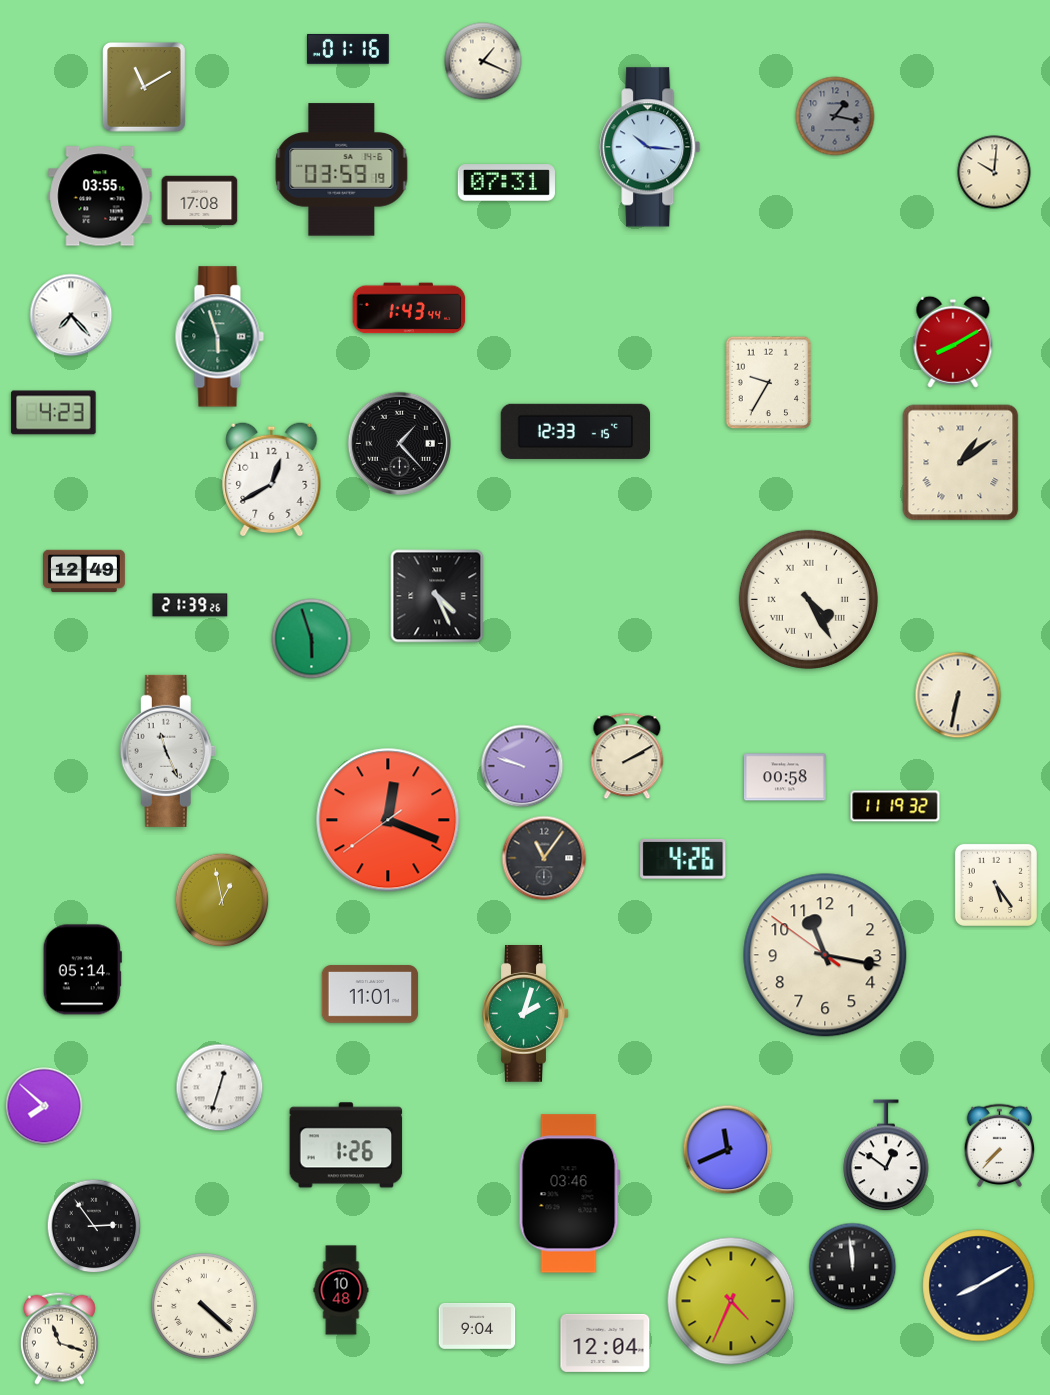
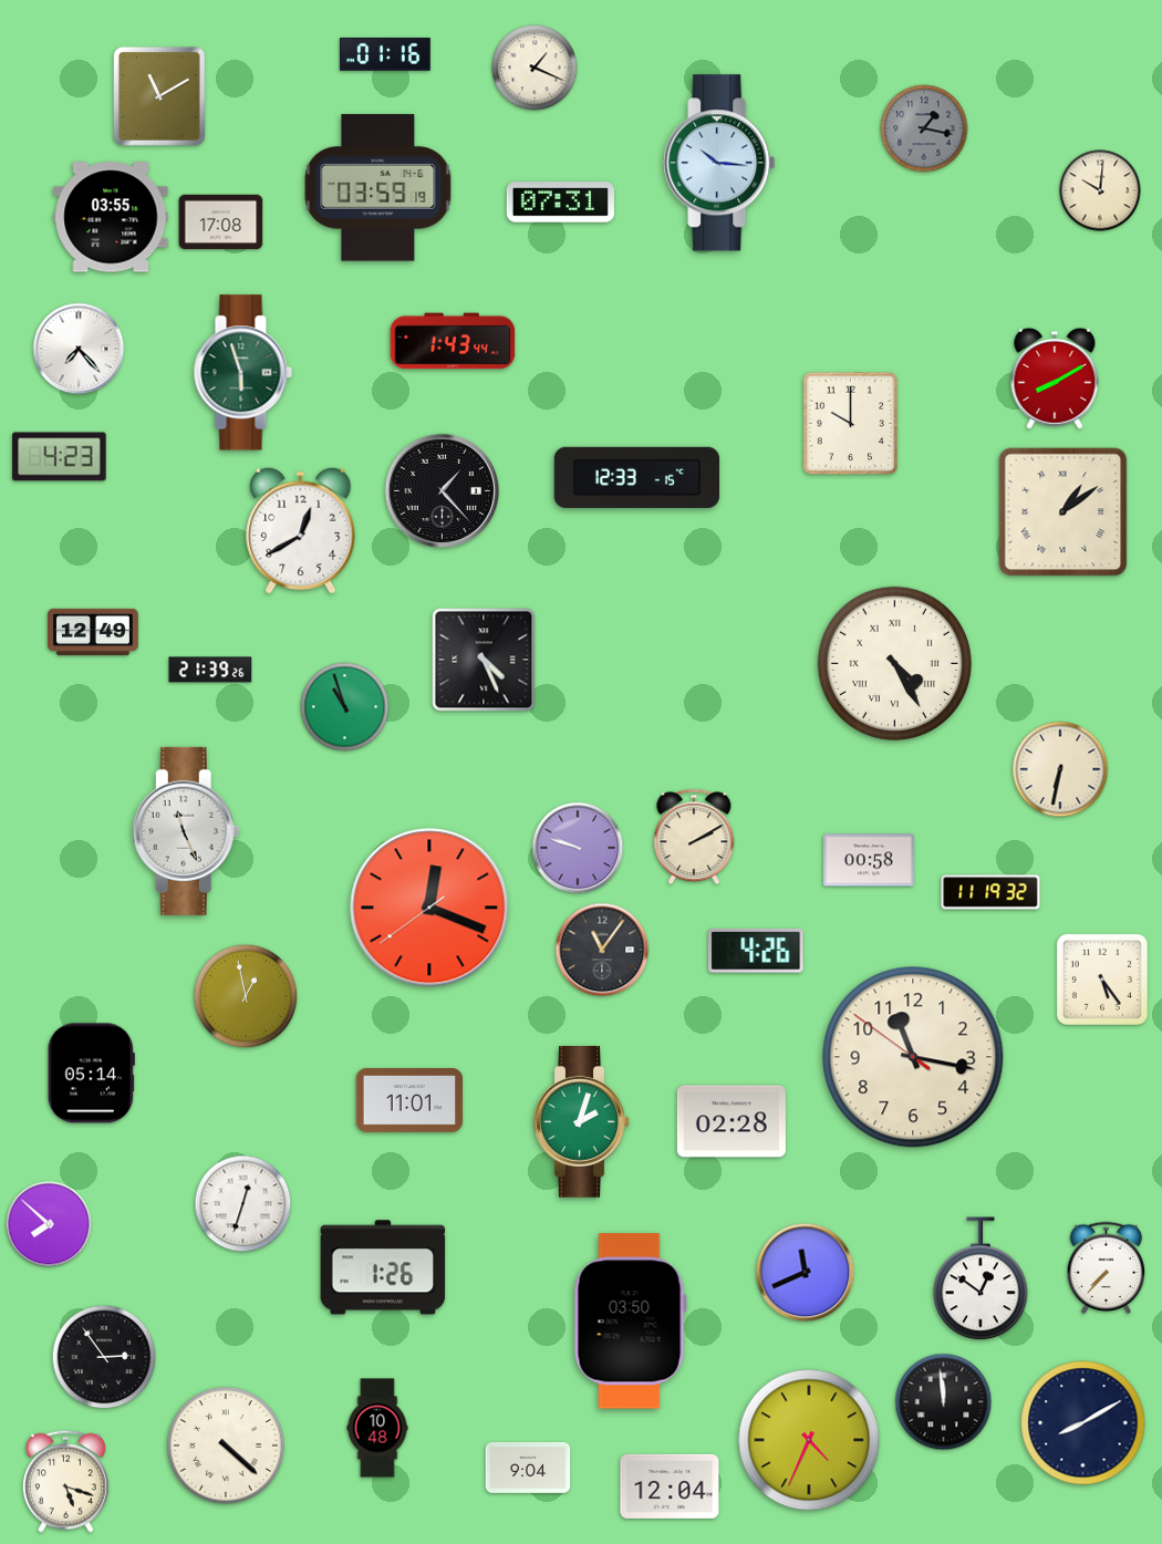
clock at (769, 383): 9:35 -> 10:00
clock at (312, 639): 5:57 -> 10:57
clock at (732, 1121): none -> 02:28
clock at (569, 1194): 03:46 -> 03:50
clock at (59, 1338): 11:18 -> 5:18
